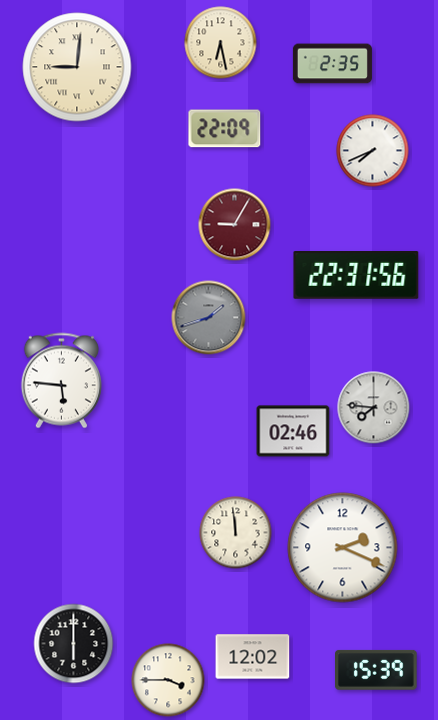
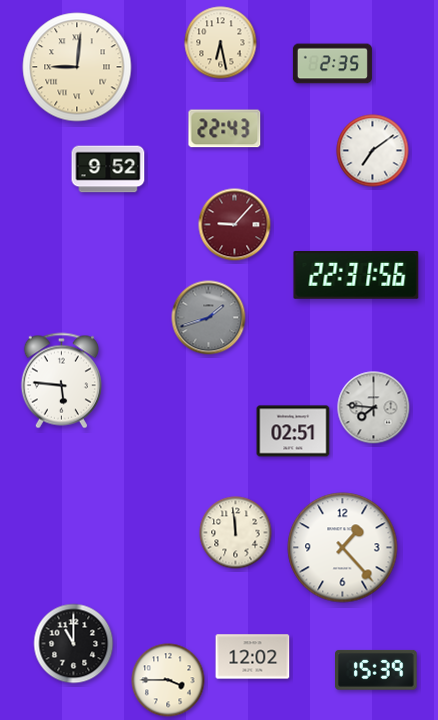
clock at (225, 129): 22:09 -> 22:43
clock at (373, 151): 7:41 -> 7:09
clock at (108, 169): none -> 9:52
clock at (235, 225): 9:05 -> 9:07
clock at (293, 431): 02:46 -> 02:51
clock at (343, 548): 2:19 -> 1:23
clock at (74, 644): 6:00 -> 11:00
